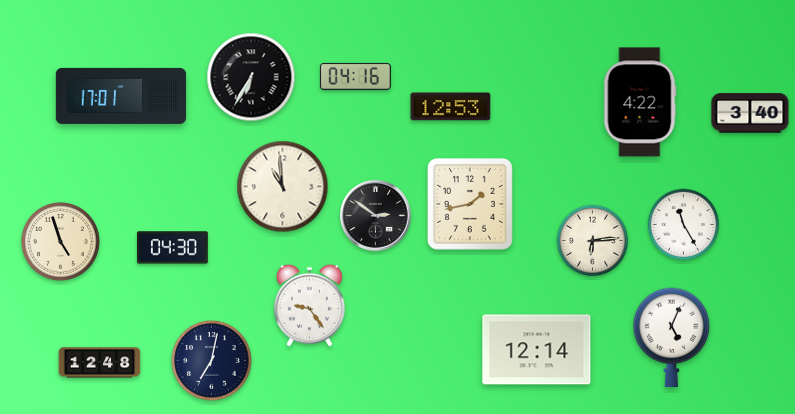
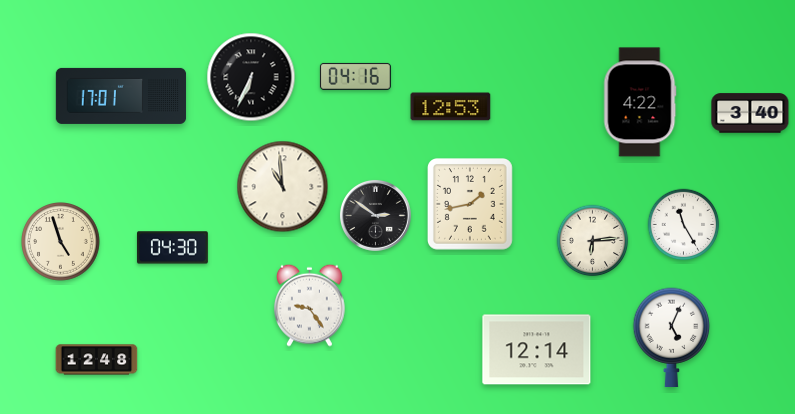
clock at (251, 77): 6:35 -> 6:34
clock at (212, 361): 7:02 -> none
clock at (100, 363) position: (100, 363) -> (97, 360)
